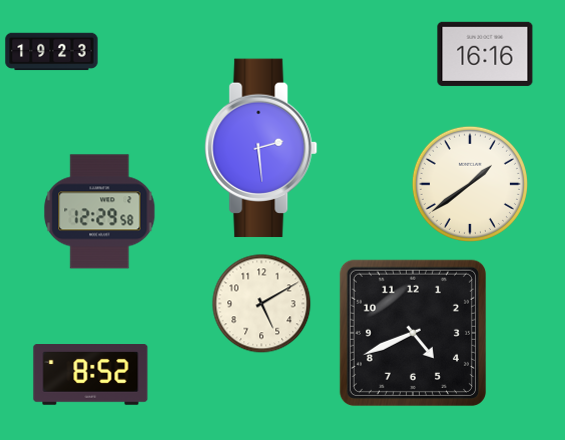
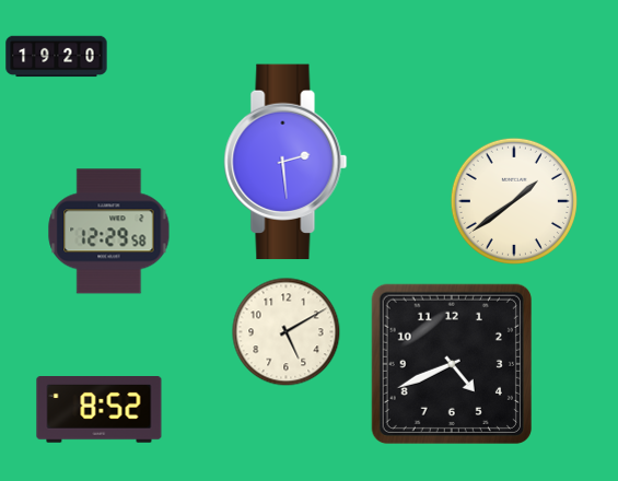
clock at (52, 52): 19:23 -> 19:20
clock at (485, 54): 16:16 -> none
